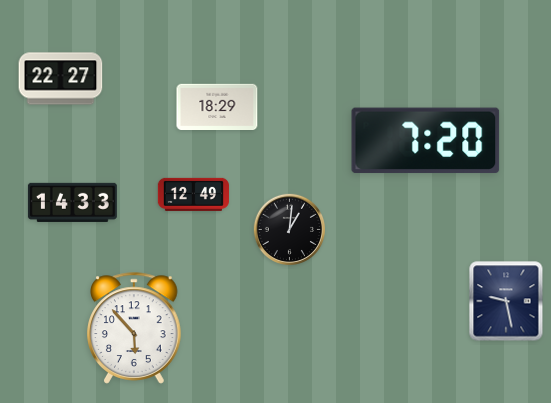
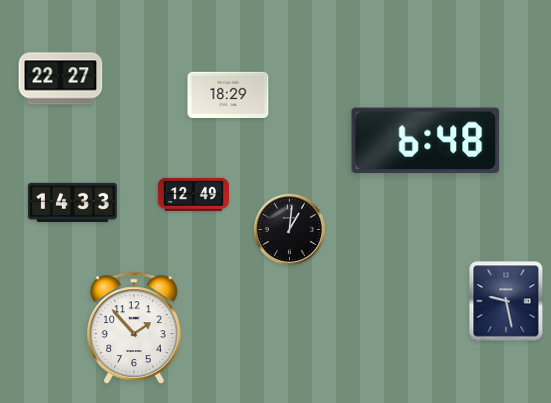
clock at (217, 106) position: (217, 106) -> (228, 94)
clock at (426, 141): 7:20 -> 6:48
clock at (134, 328): 5:53 -> 1:53
